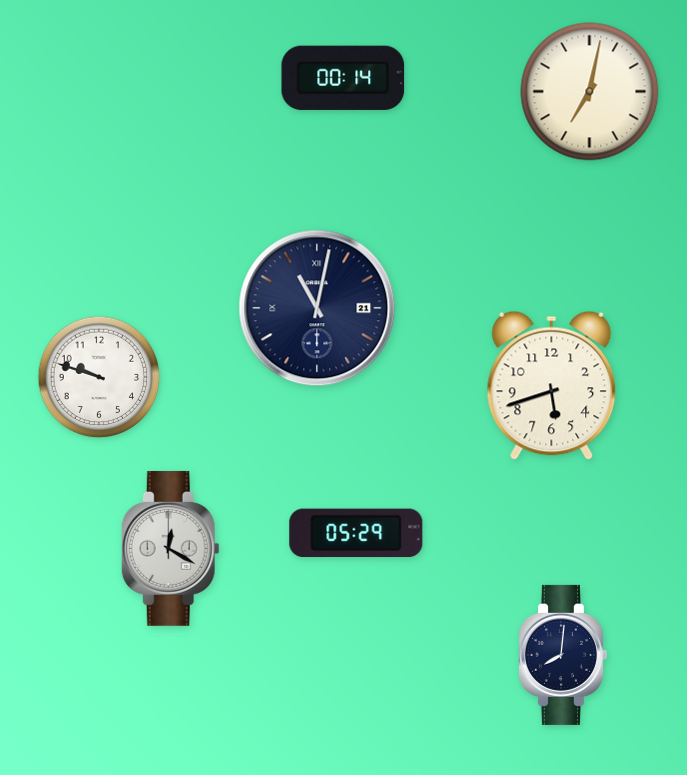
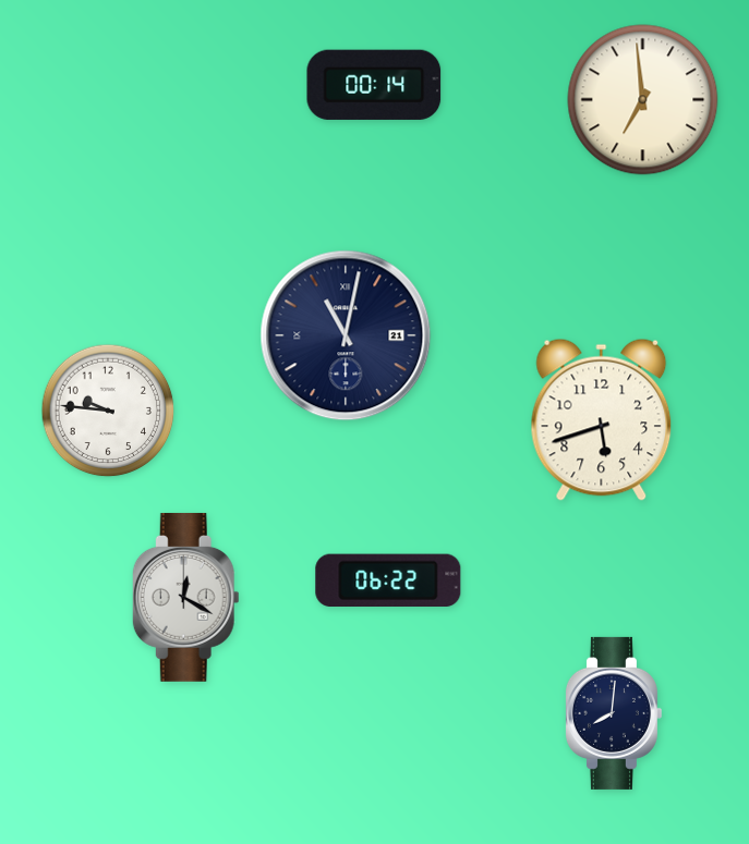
clock at (590, 92): 7:02 -> 6:59
clock at (99, 377): 9:48 -> 9:46
clock at (356, 533): 05:29 -> 06:22
